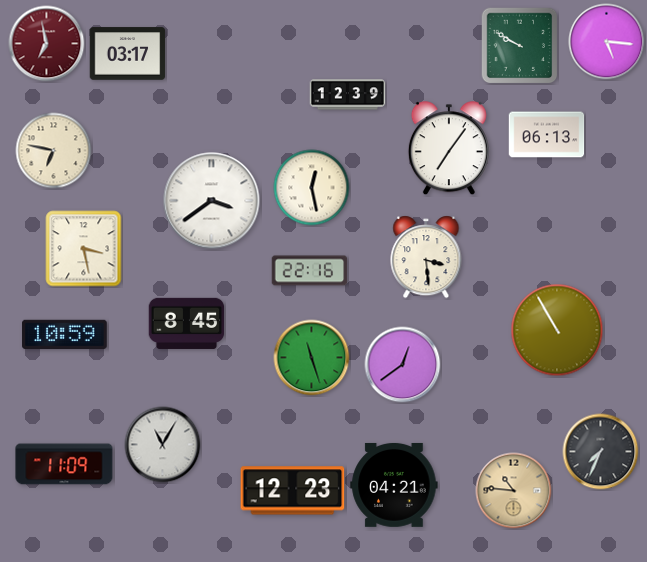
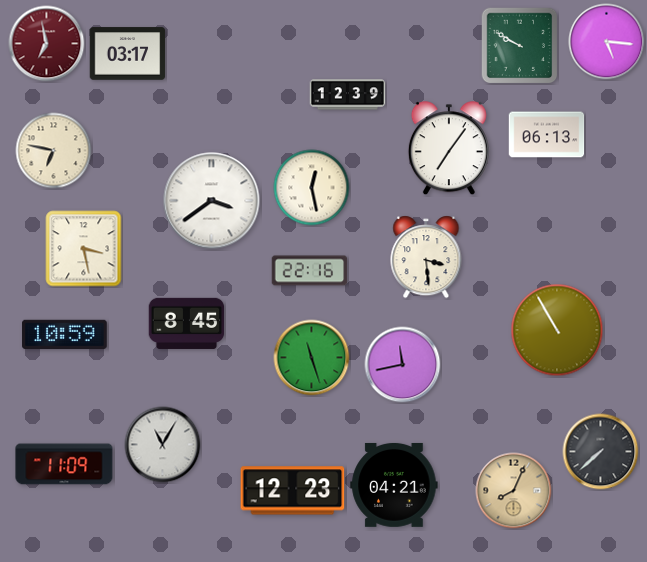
clock at (403, 365): 12:39 -> 11:43
clock at (601, 452): 7:34 -> 7:38
clock at (514, 491): 10:46 -> 8:04
